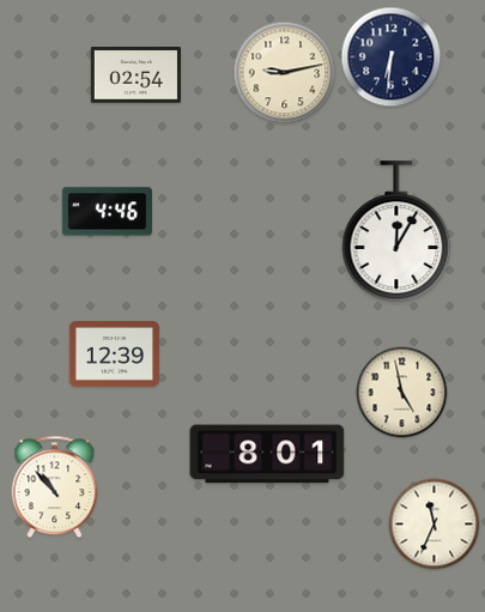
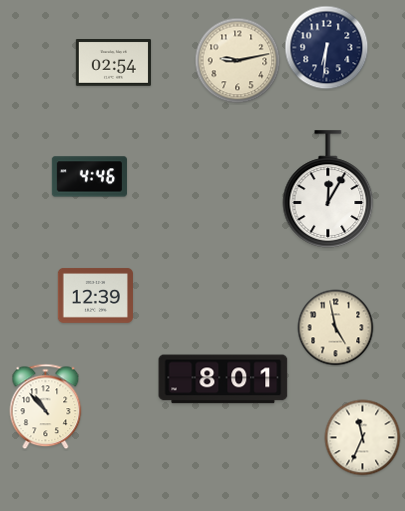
clock at (396, 231) position: (396, 231) -> (328, 189)
